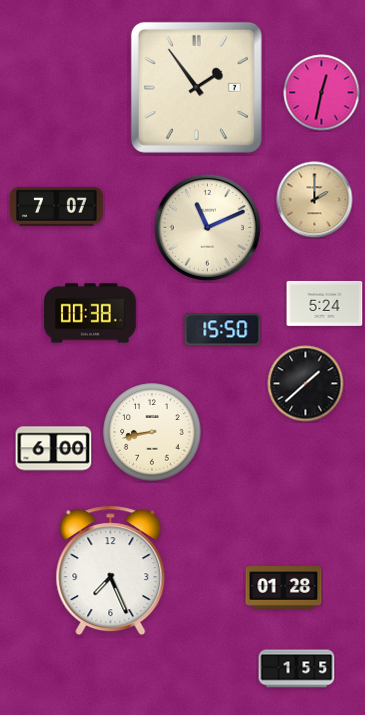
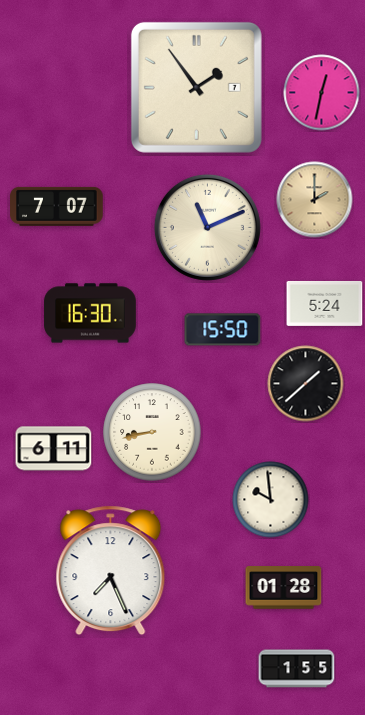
clock at (90, 313): 00:38 -> 16:30
clock at (54, 449): 6:00 -> 6:11
clock at (271, 500): none -> 9:59
